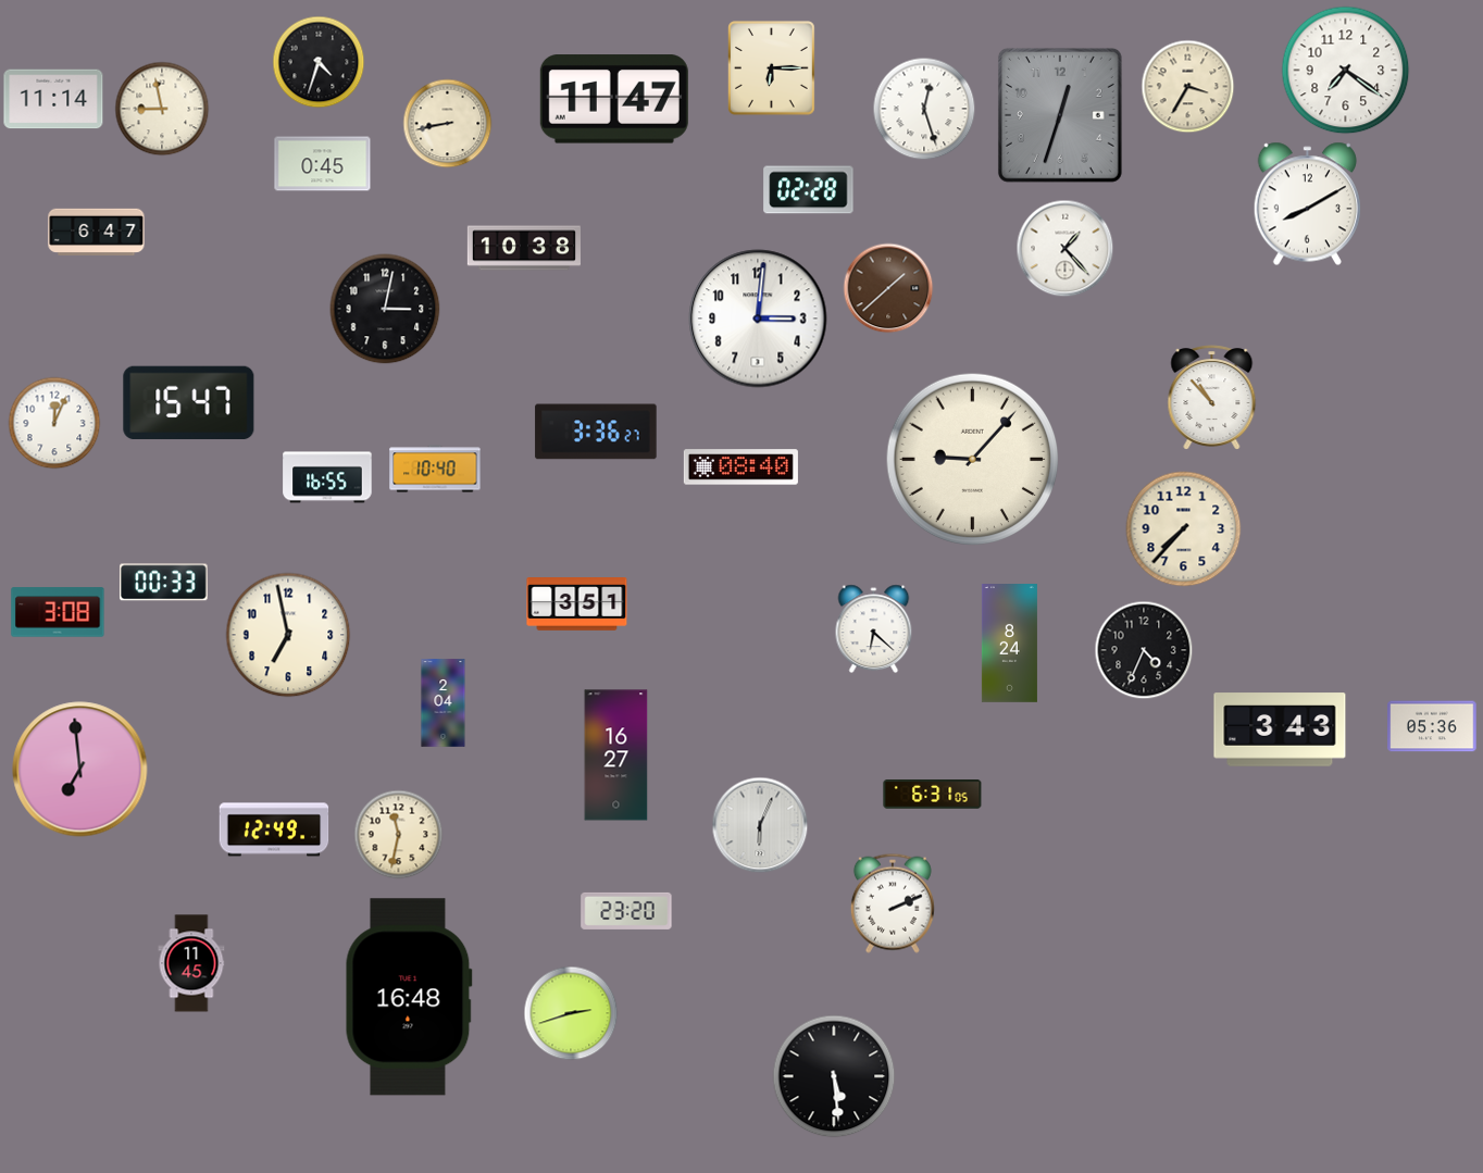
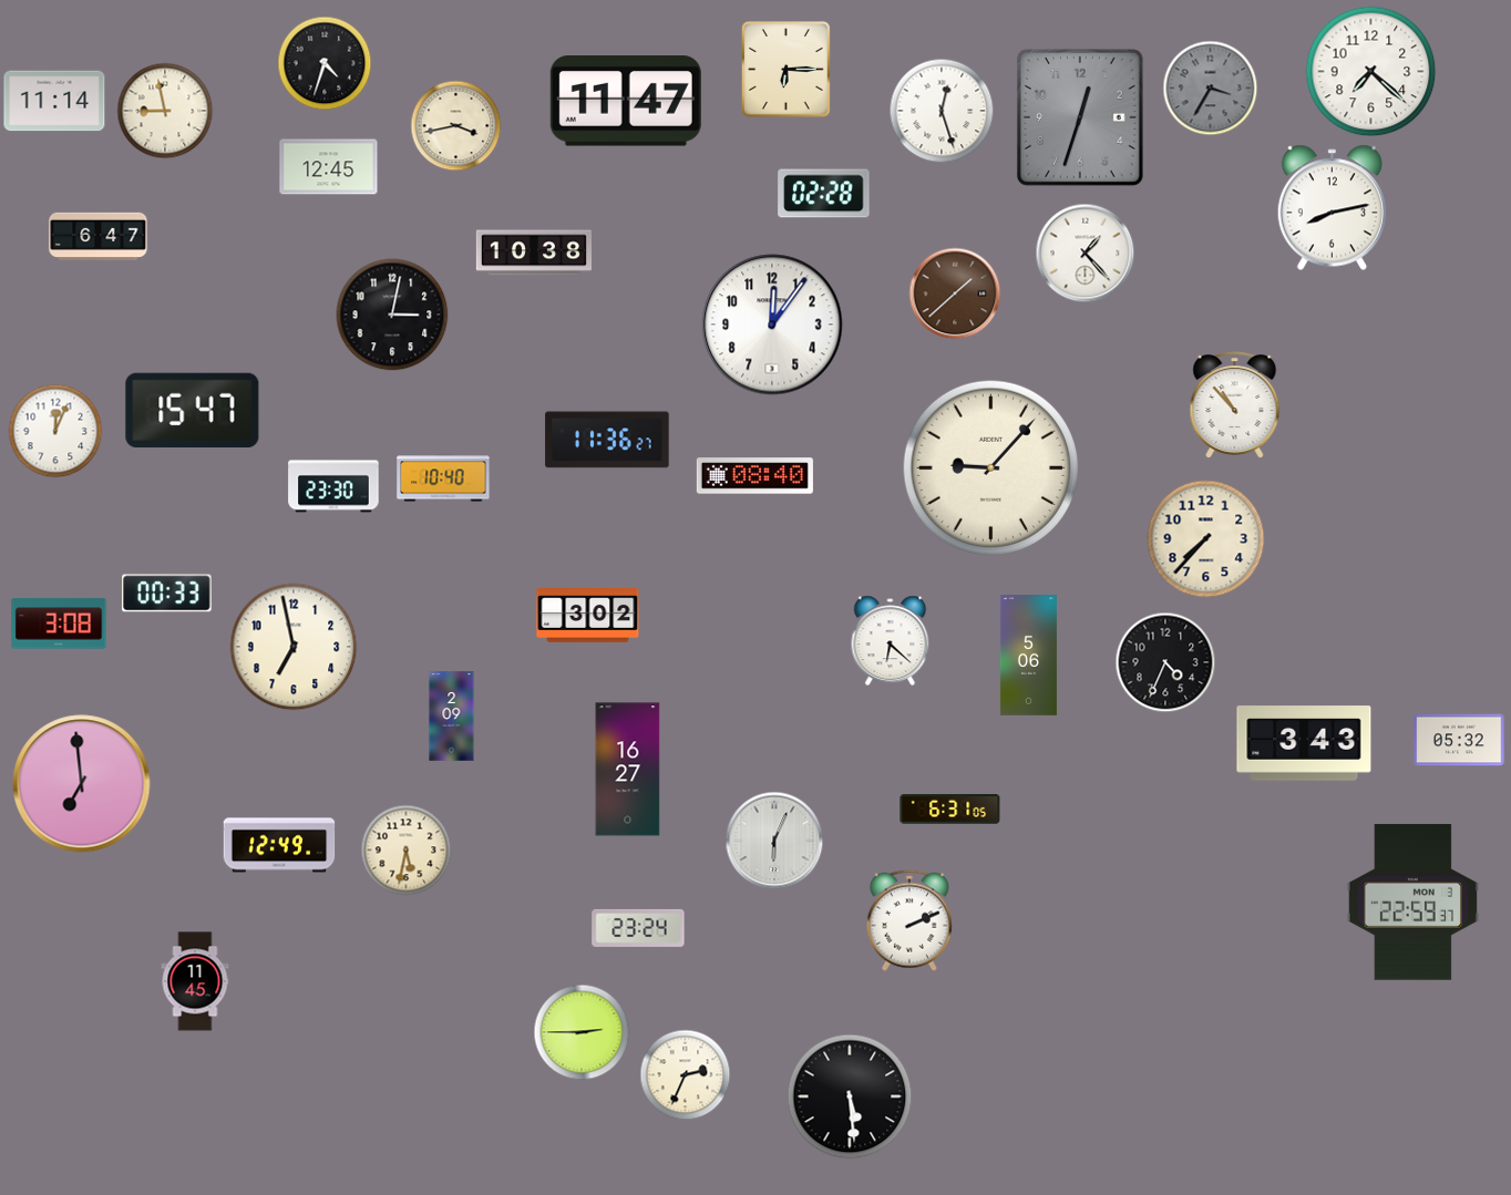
clock at (1346, 71): 7:21 -> 7:22
clock at (1188, 87) dial: cream -> grey
clock at (448, 124): 8:43 -> 3:43
clock at (323, 164): 0:45 -> 12:45
clock at (1307, 204): 8:10 -> 8:13
clock at (888, 288) position: (888, 288) -> (955, 293)
clock at (758, 319): 3:01 -> 12:06
clock at (596, 432): 3:36 -> 11:36
clock at (327, 477): 16:55 -> 23:30
clock at (577, 604): 3:51 -> 3:02
clock at (1009, 644): 8:24 -> 5:06
clock at (444, 703): 2:04 -> 2:09
clock at (1432, 726): 05:36 -> 05:32
clock at (399, 835): 11:32 -> 5:32
clock at (1412, 903): none -> 22:59
clock at (626, 911): 23:20 -> 23:24
clock at (409, 997): 16:48 -> none
clock at (571, 1013): 2:42 -> 2:45
clock at (686, 1075): none -> 2:34
